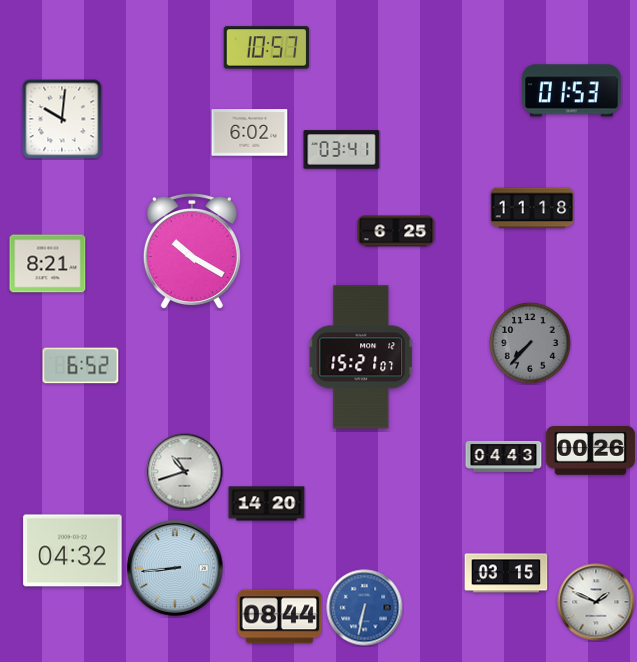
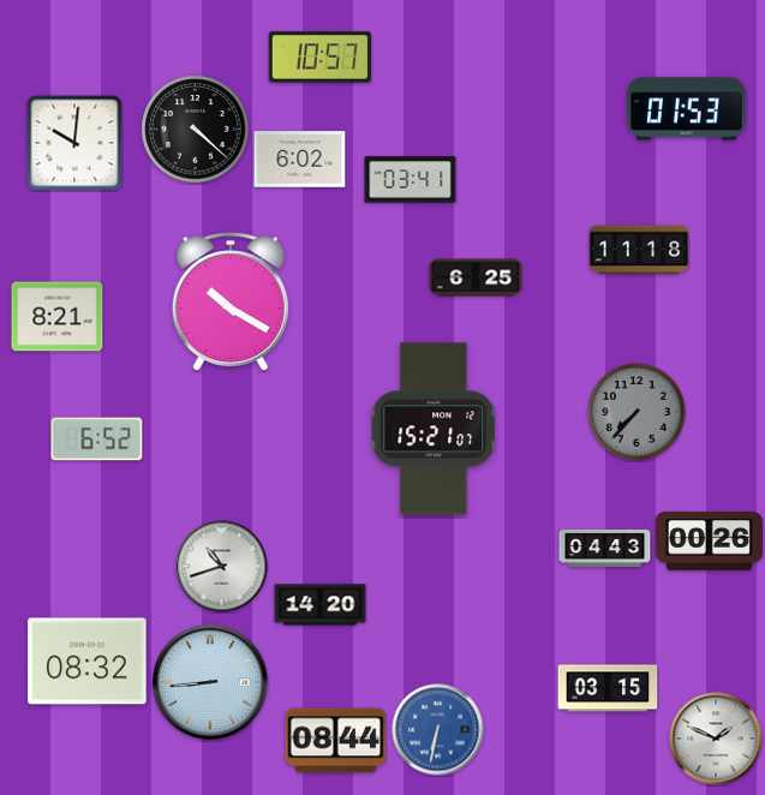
clock at (196, 130): none -> 4:22
clock at (73, 551): 04:32 -> 08:32
clock at (596, 602) position: (596, 602) -> (716, 739)
